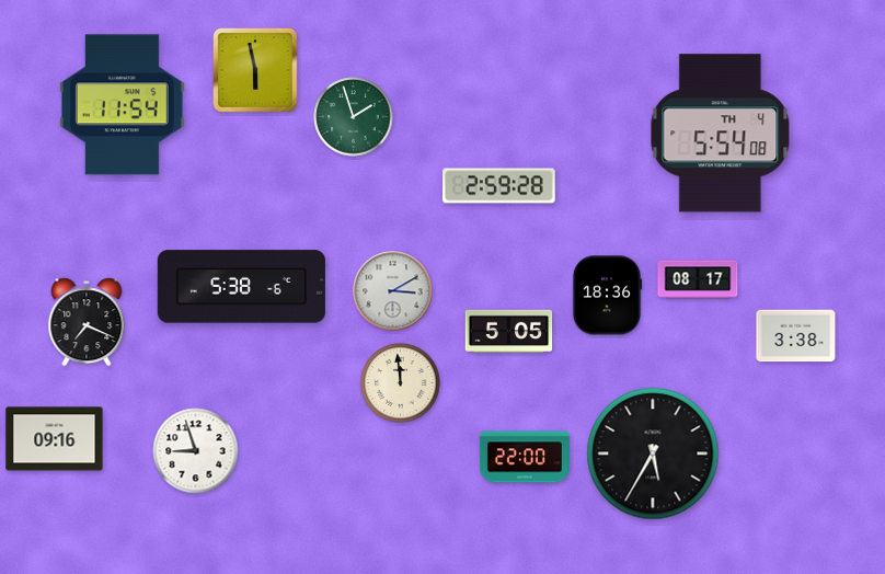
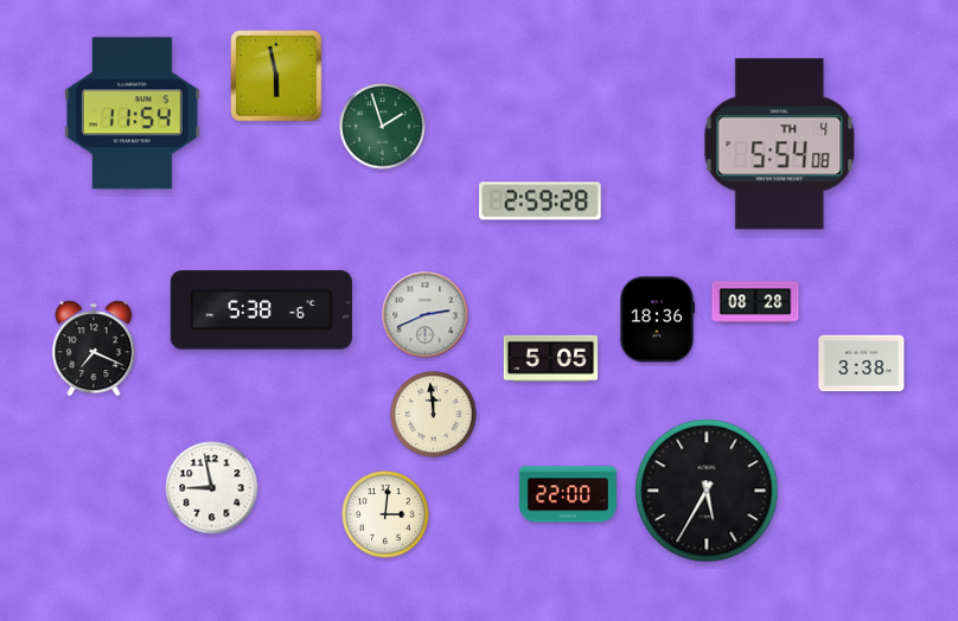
clock at (698, 279): 08:17 -> 08:28
clock at (393, 291): 3:10 -> 2:41
clock at (55, 439): 09:16 -> none
clock at (196, 451): 8:57 -> 8:58
clock at (385, 514): none -> 3:01
